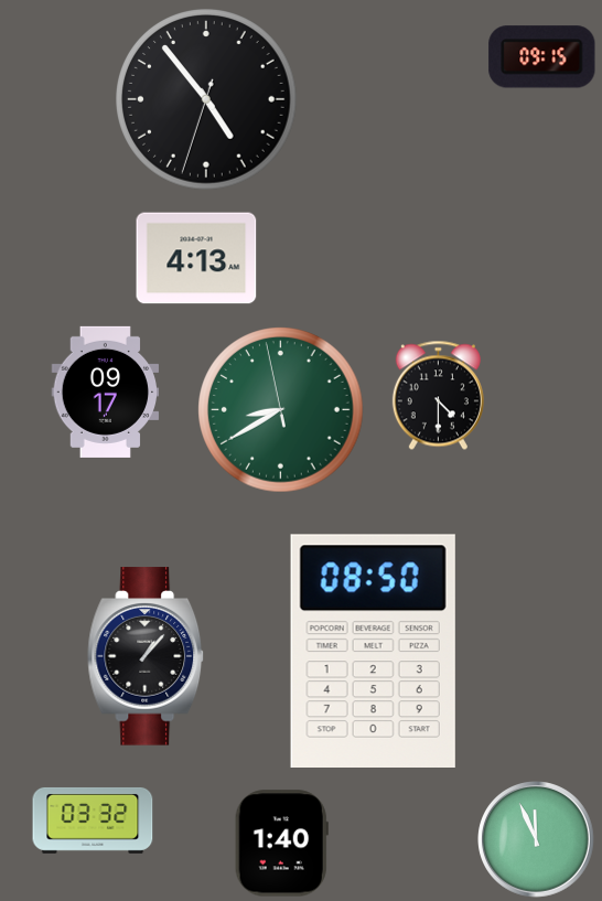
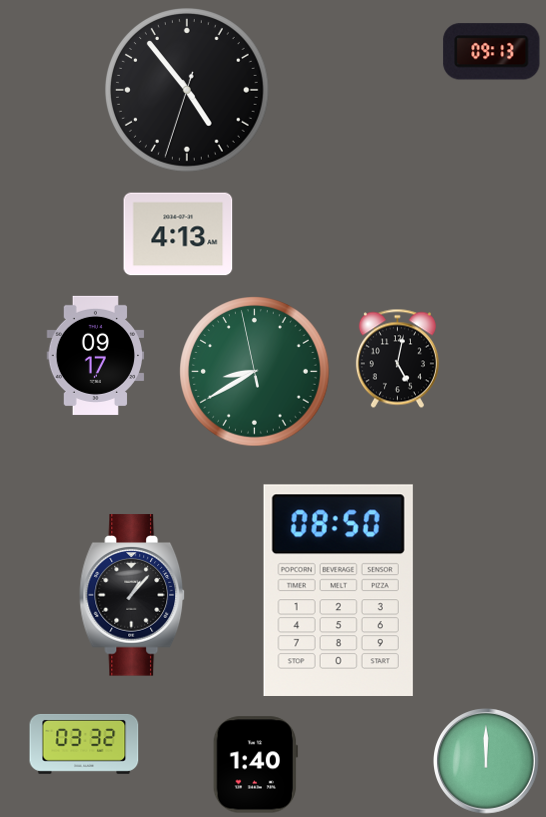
clock at (542, 57): 09:15 -> 09:13
clock at (438, 396): 4:30 -> 5:02
clock at (537, 840): 11:56 -> 12:00
